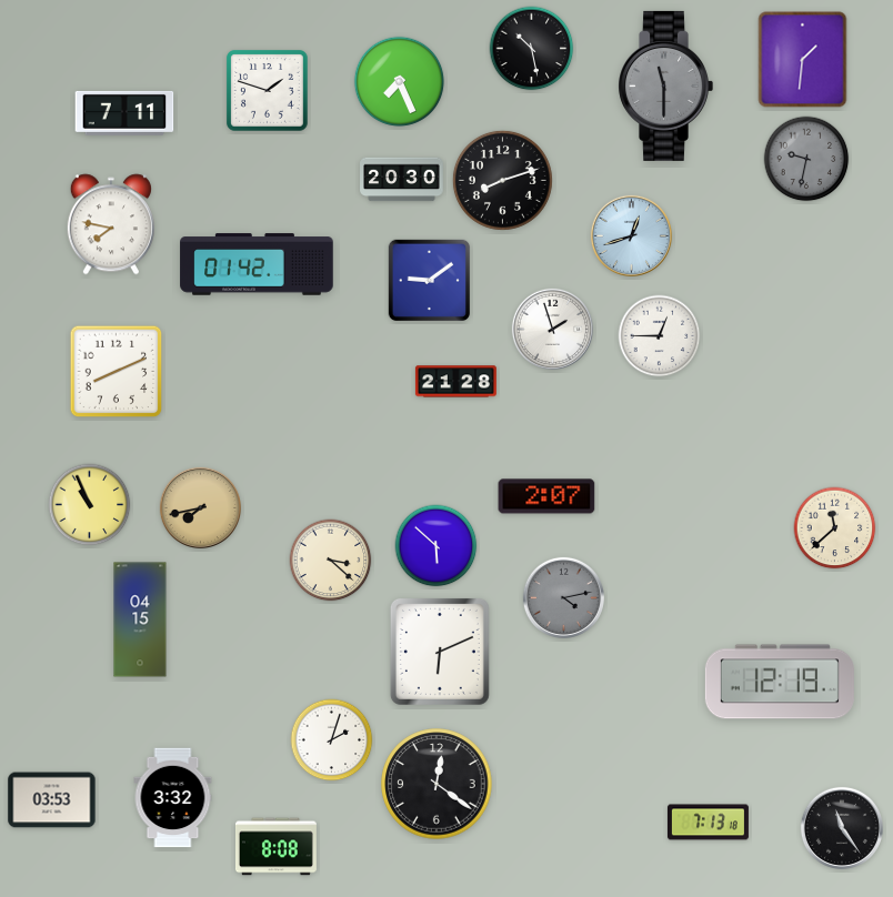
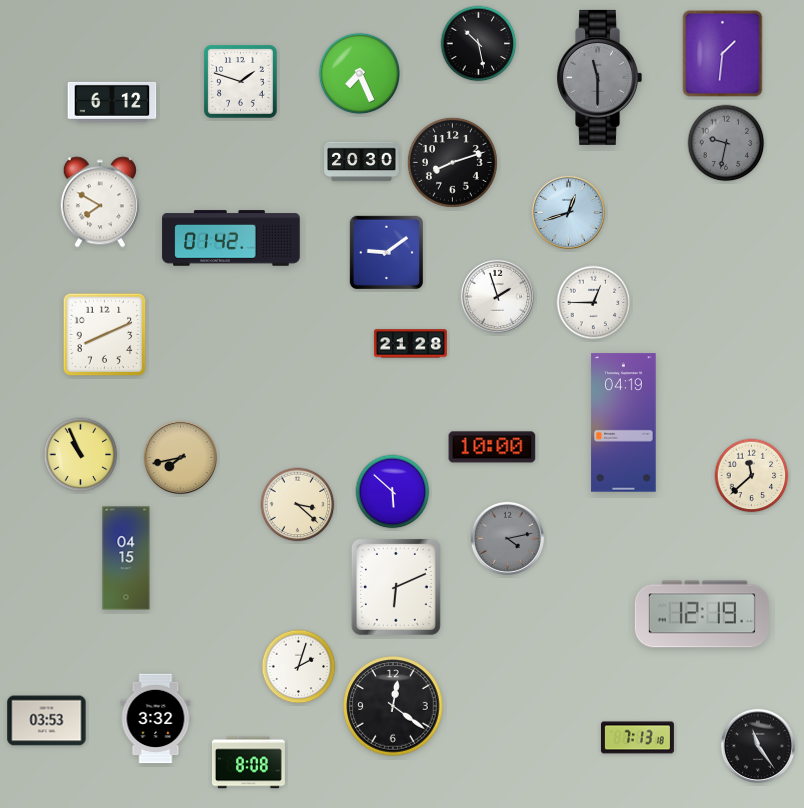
clock at (124, 113): 7:11 -> 6:12
clock at (111, 224): 7:47 -> 7:50
clock at (624, 423): none -> 04:19
clock at (546, 496): 2:07 -> 10:00
clock at (708, 823) position: (708, 823) -> (637, 738)
